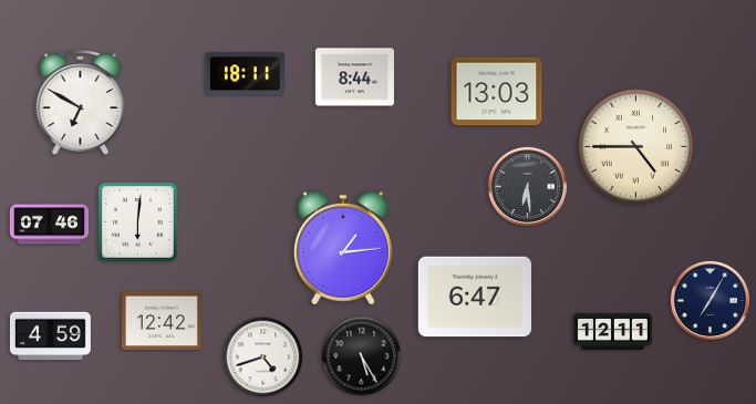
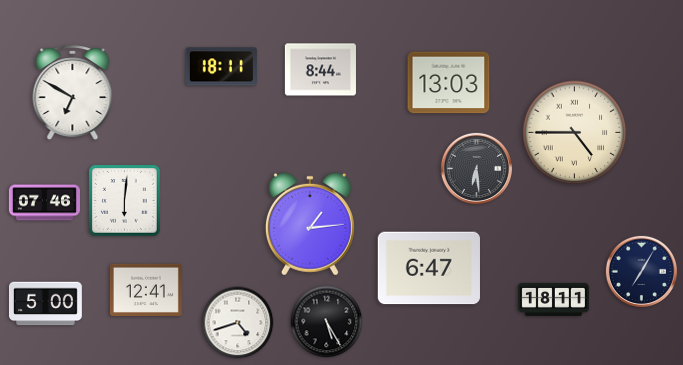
clock at (162, 321): 12:42 -> 12:41
clock at (612, 331): 12:11 -> 18:11
clock at (50, 336): 4:59 -> 5:00
